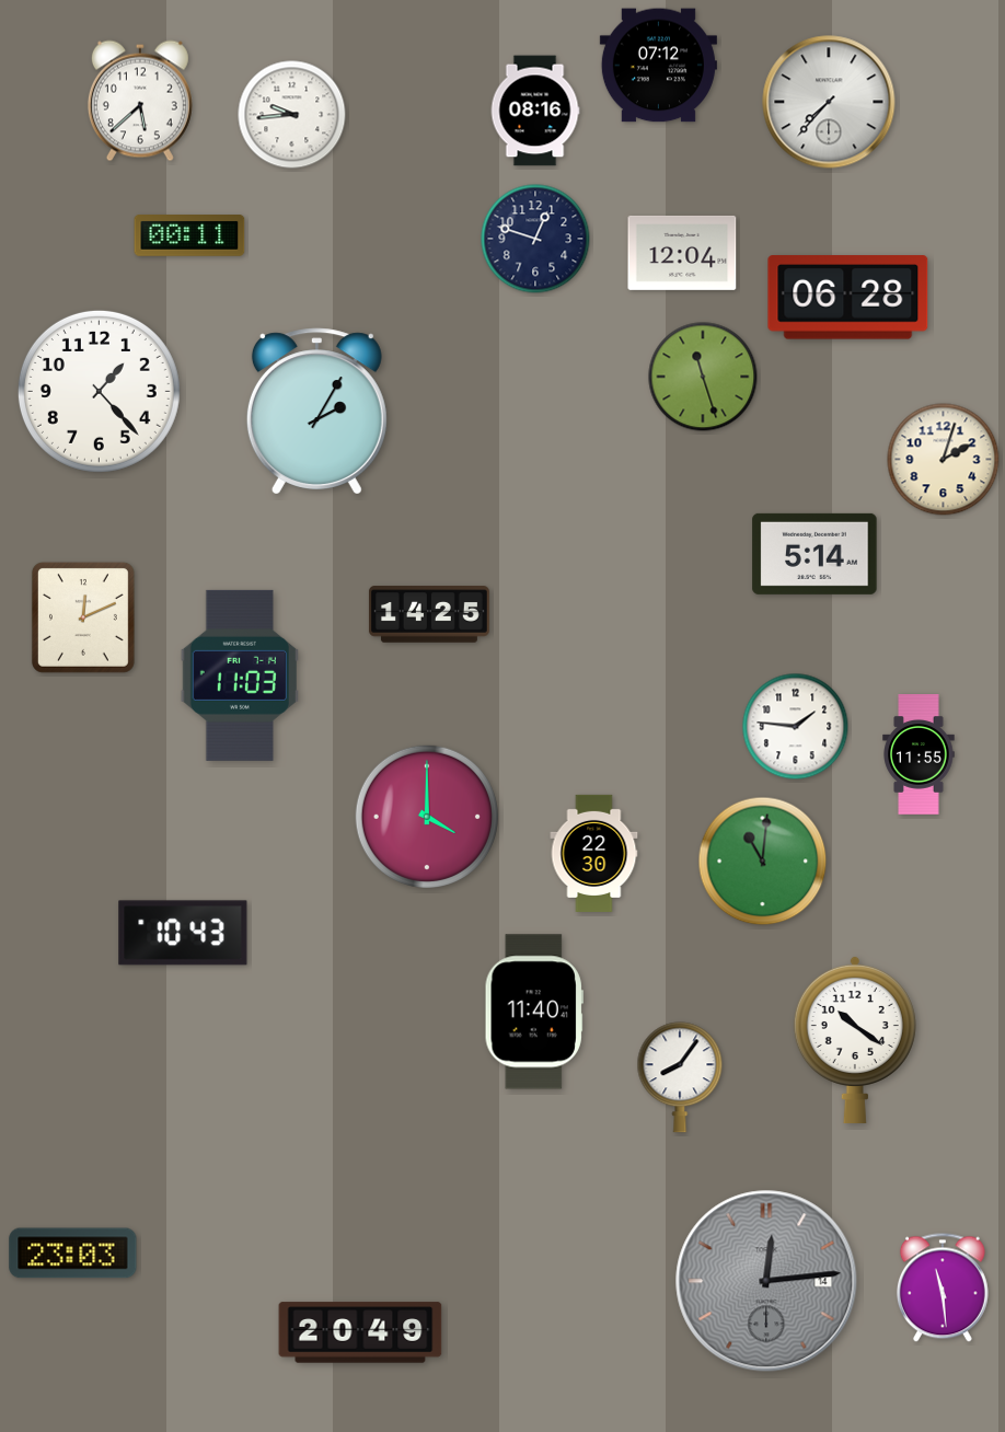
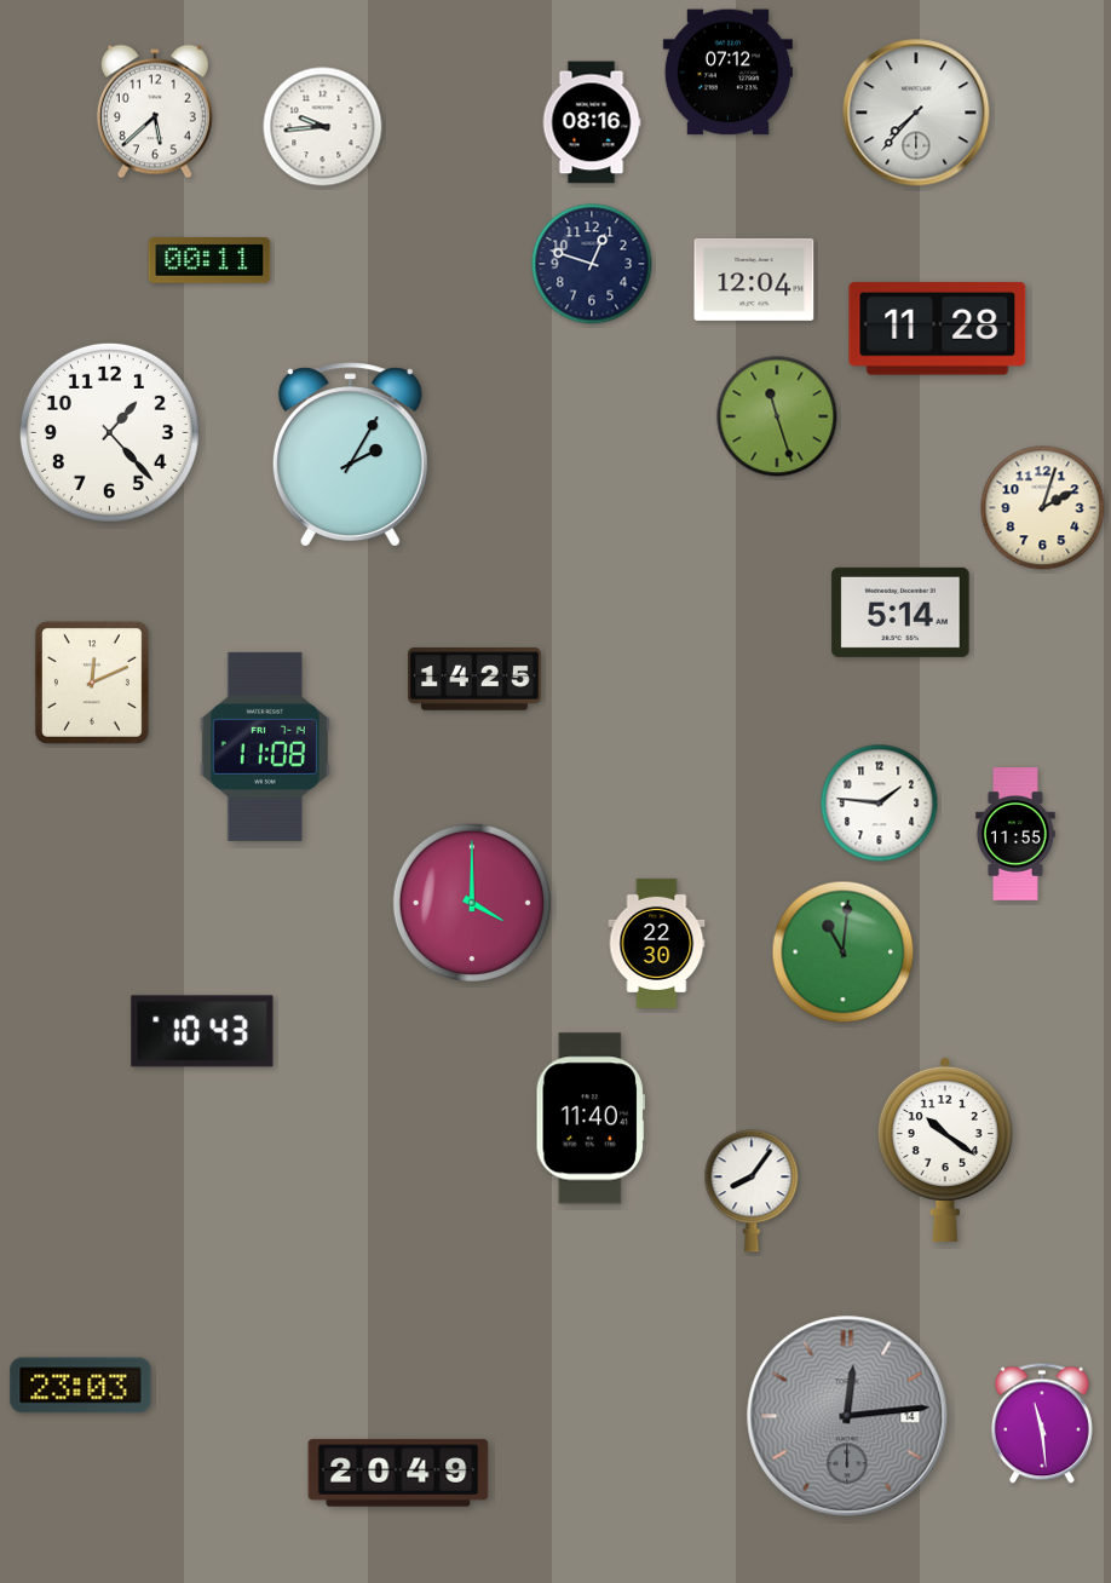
clock at (848, 298): 06:28 -> 11:28
clock at (240, 675): 11:03 -> 11:08
